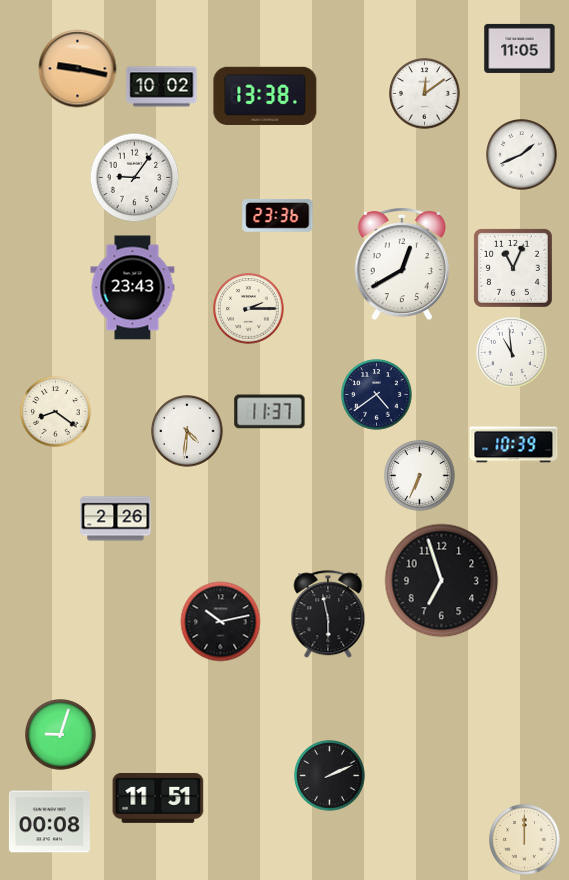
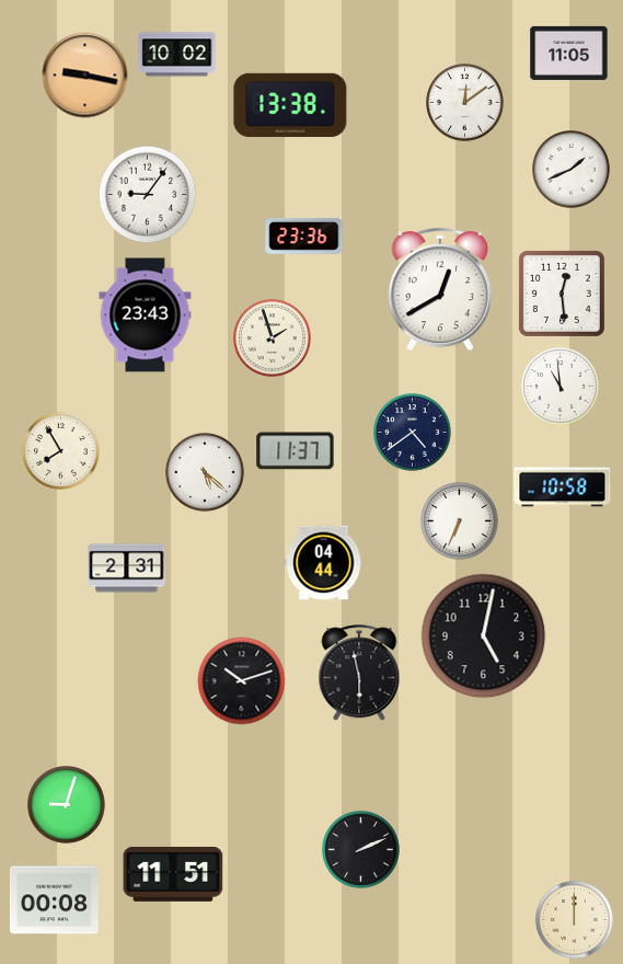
clock at (162, 87) position: (162, 87) -> (177, 55)
clock at (513, 268): 11:04 -> 12:29
clock at (249, 309): 2:15 -> 1:57
clock at (56, 412): 8:21 -> 7:55
clock at (187, 431): 4:31 -> 5:22
clock at (514, 445): 10:39 -> 10:58
clock at (324, 563): none -> 04:44
clock at (116, 519): 2:26 -> 2:31
clock at (442, 581): 6:57 -> 5:02
clock at (221, 622): 10:13 -> 10:12
